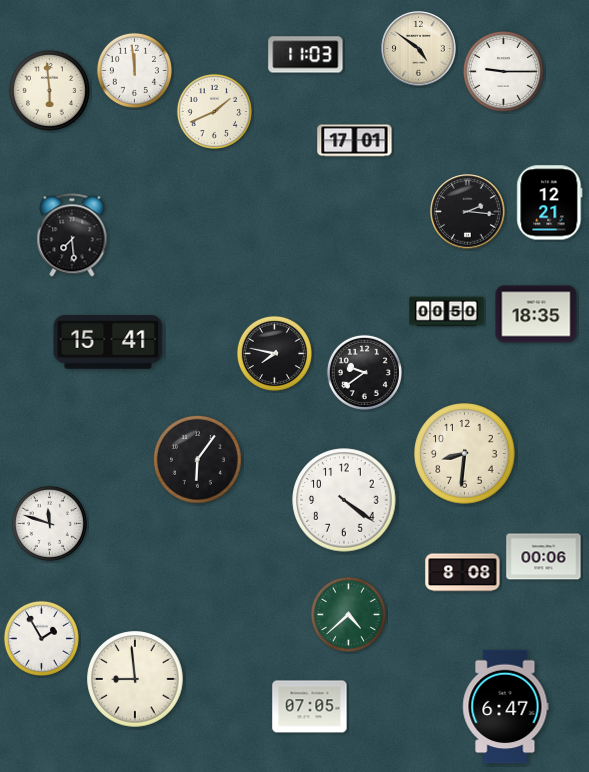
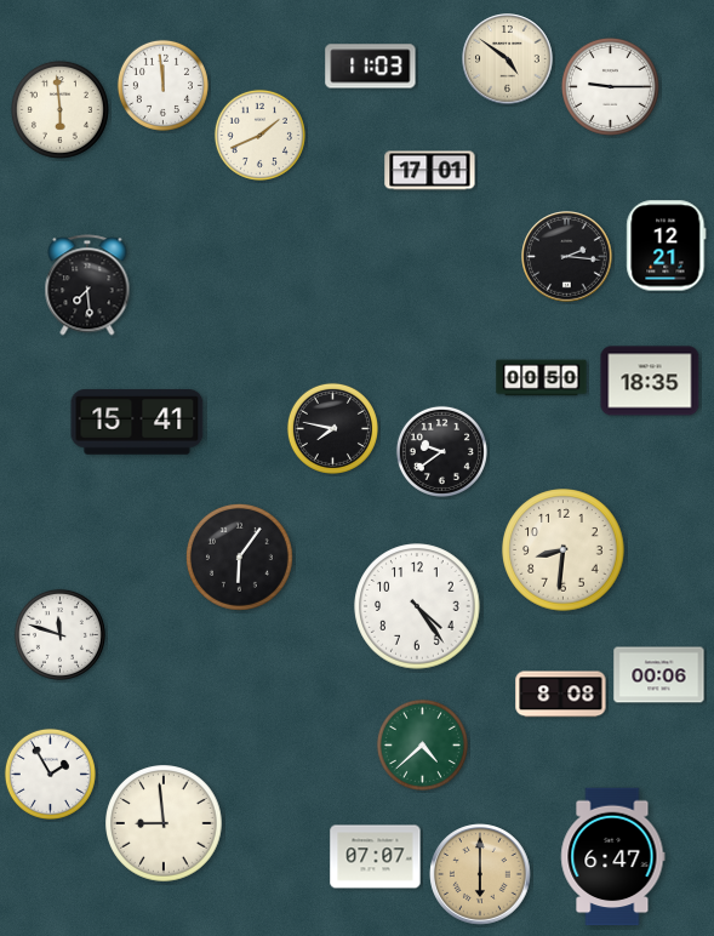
clock at (108, 342) position: (108, 342) -> (137, 422)
clock at (344, 500): 4:21 -> 4:24
clock at (310, 707): 07:05 -> 07:07
clock at (480, 874): none -> 6:00
